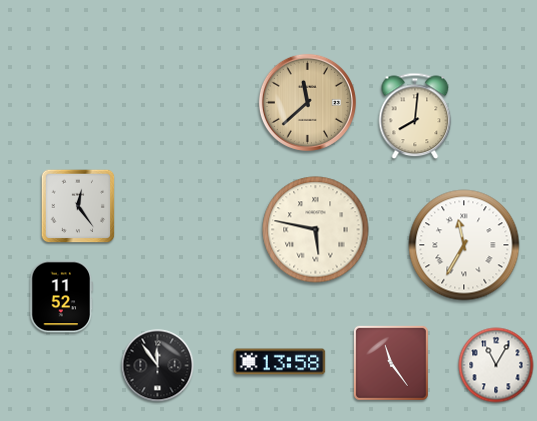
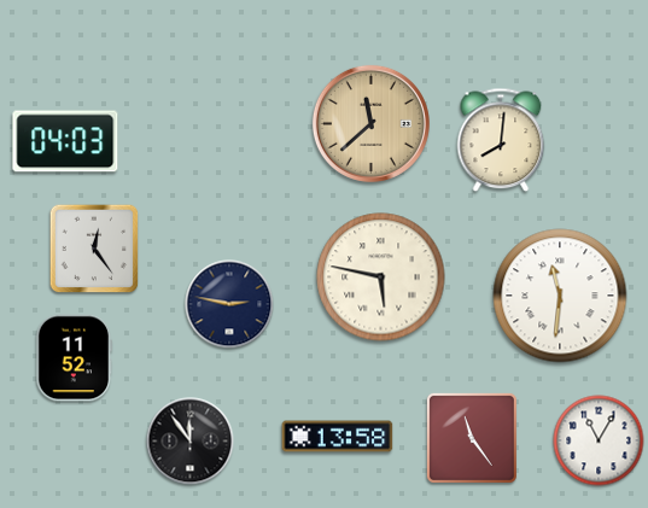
clock at (65, 141): none -> 04:03
clock at (464, 245): 11:35 -> 11:31
clock at (229, 304): none -> 2:47
